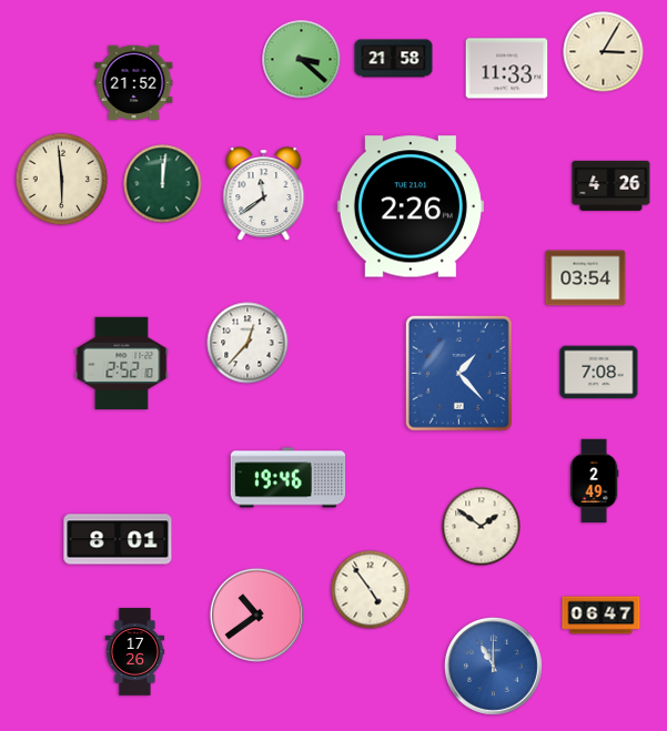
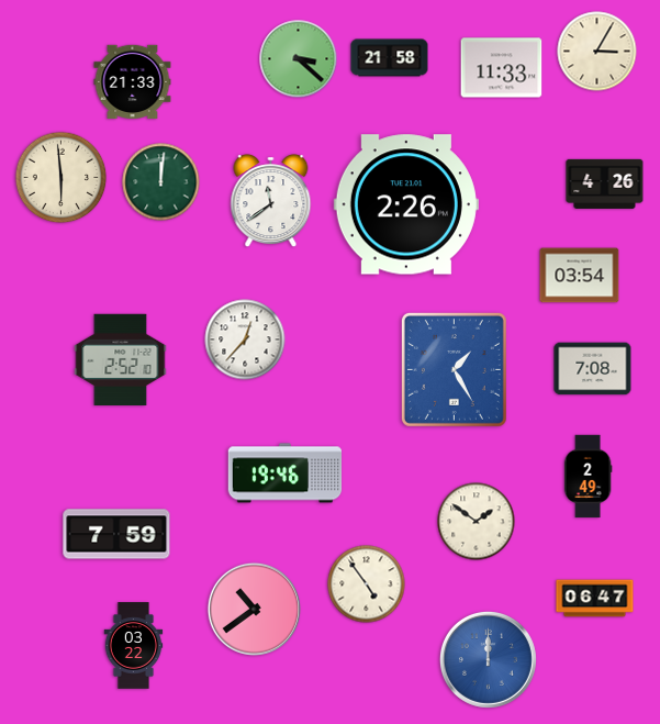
clock at (134, 83): 21:52 -> 21:33
clock at (264, 194) position: (264, 194) -> (271, 201)
clock at (458, 373): 1:23 -> 1:25
clock at (118, 539): 8:01 -> 7:59
clock at (602, 616) position: (602, 616) -> (595, 599)
clock at (135, 652): 17:26 -> 03:22
clock at (493, 666): 11:00 -> 12:00
